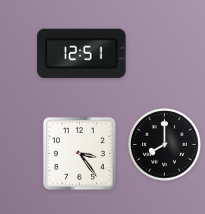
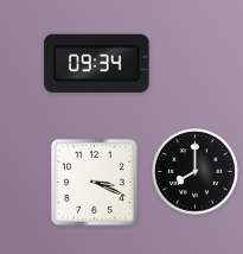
clock at (82, 53): 12:51 -> 09:34
clock at (79, 153): 3:24 -> 3:19
